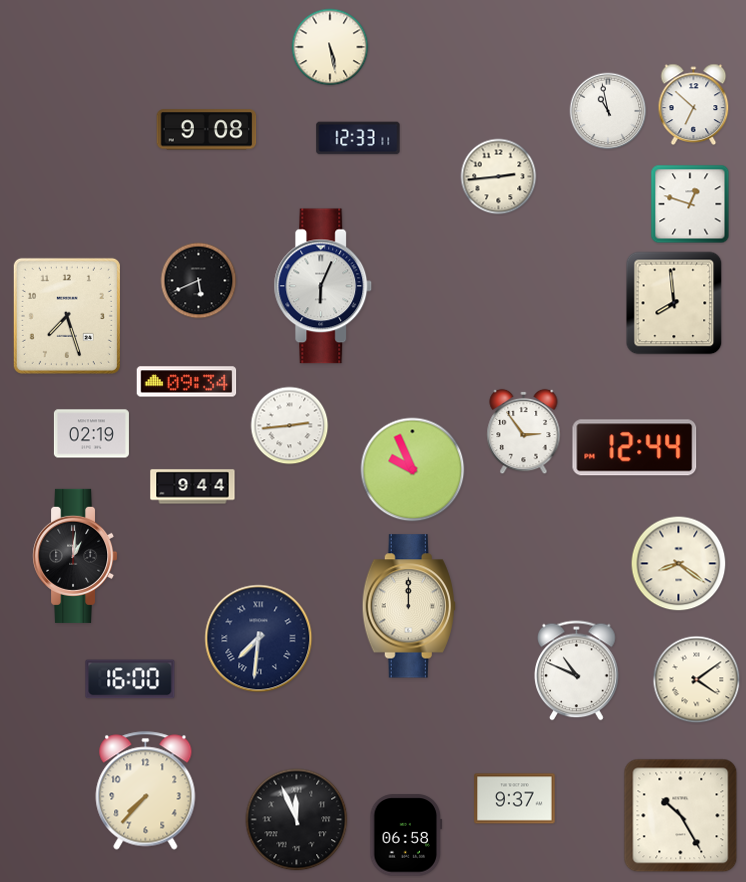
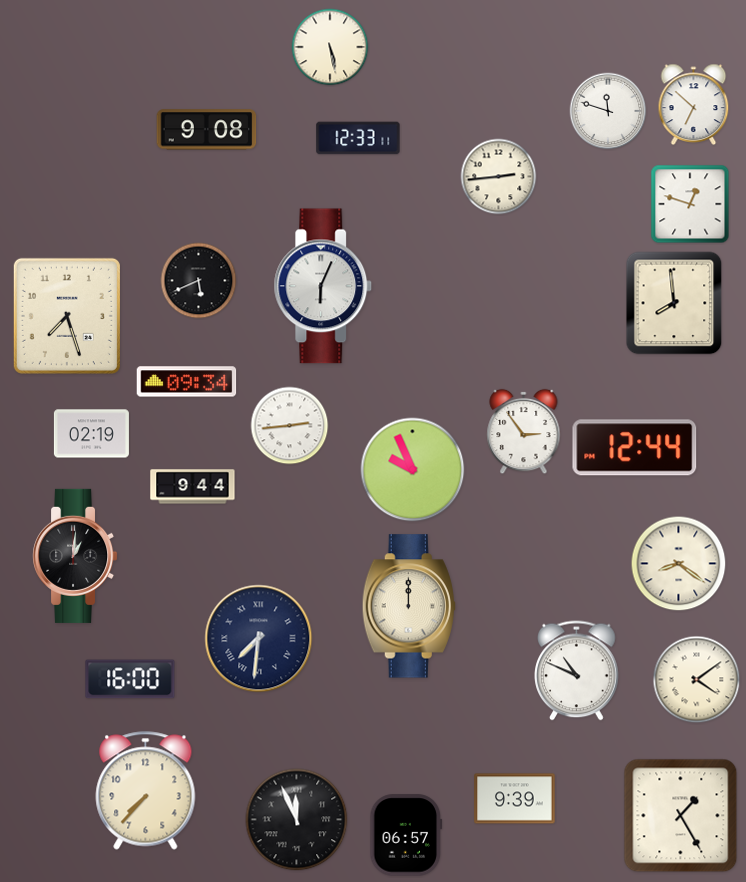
clock at (608, 111): 10:58 -> 11:48
clock at (515, 799): 9:37 -> 9:39
clock at (681, 816): 10:25 -> 1:25
clock at (406, 835): 06:58 -> 06:57
